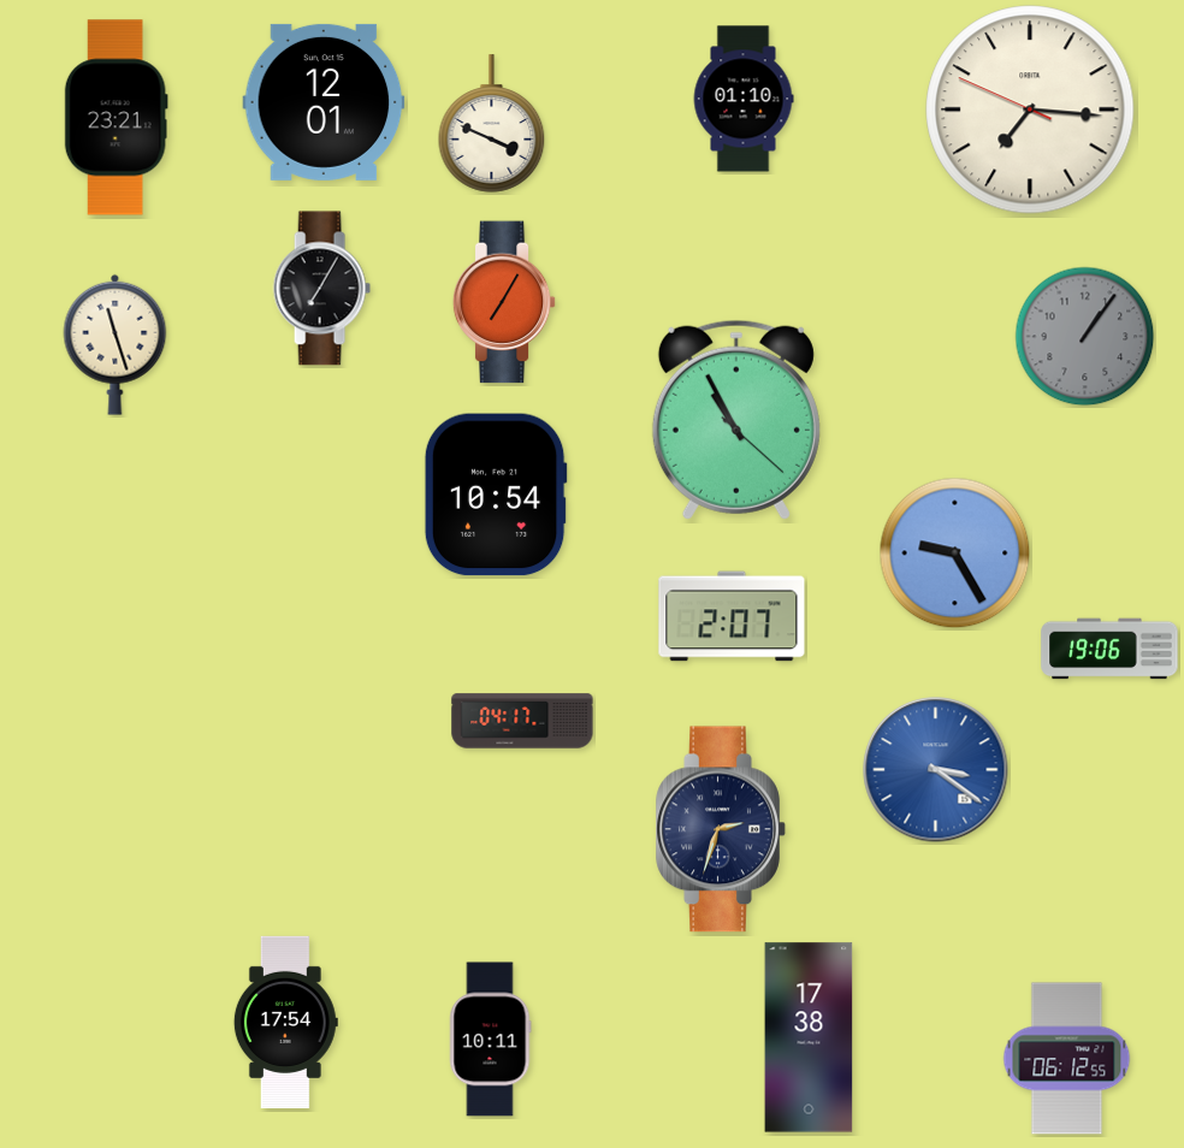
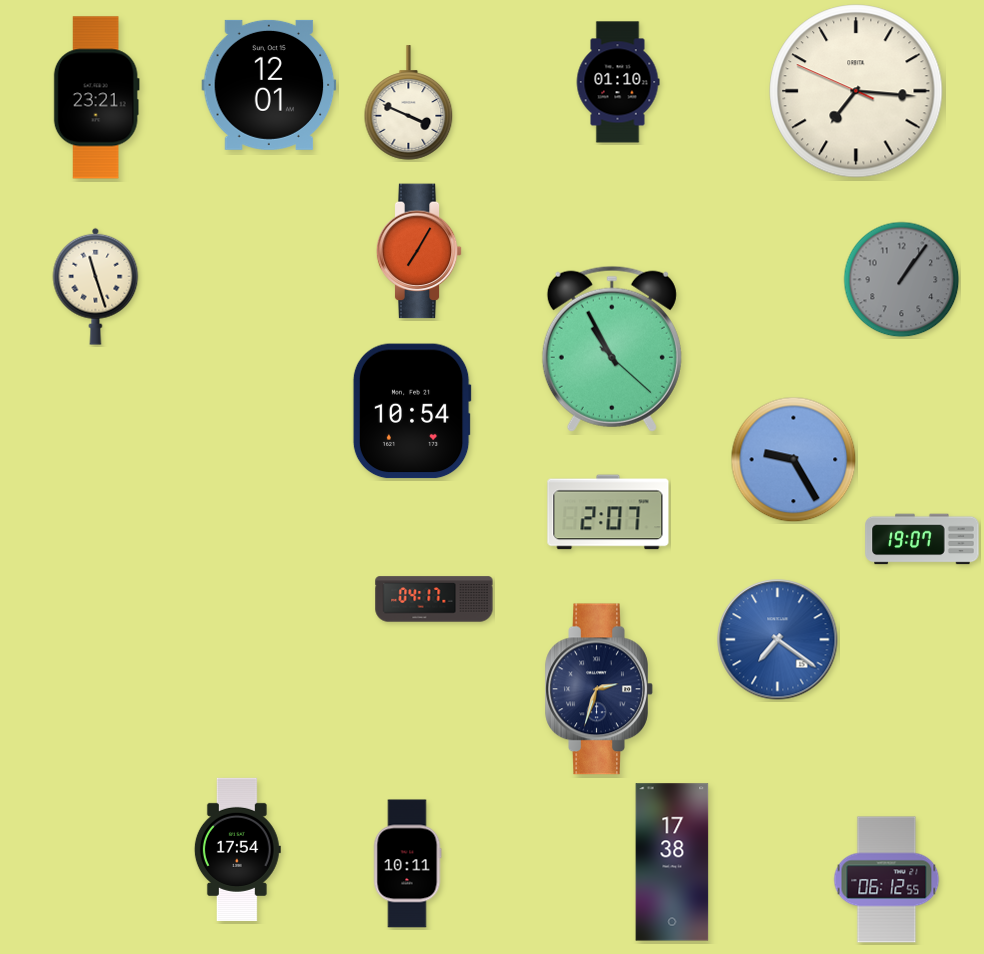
clock at (321, 289): 7:05 -> none
clock at (1109, 649): 19:06 -> 19:07
clock at (936, 770): 3:21 -> 7:21
